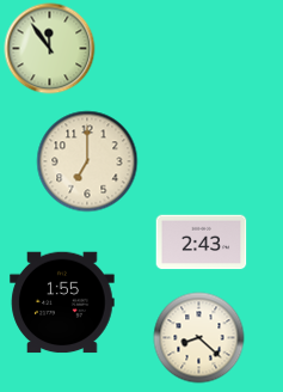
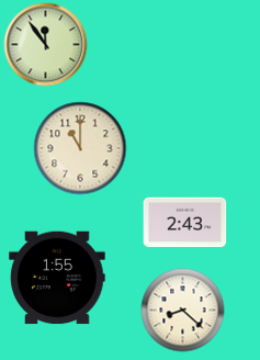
clock at (87, 161): 7:00 -> 11:00
